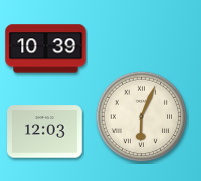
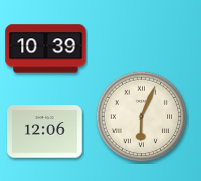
clock at (45, 132): 12:03 -> 12:06
